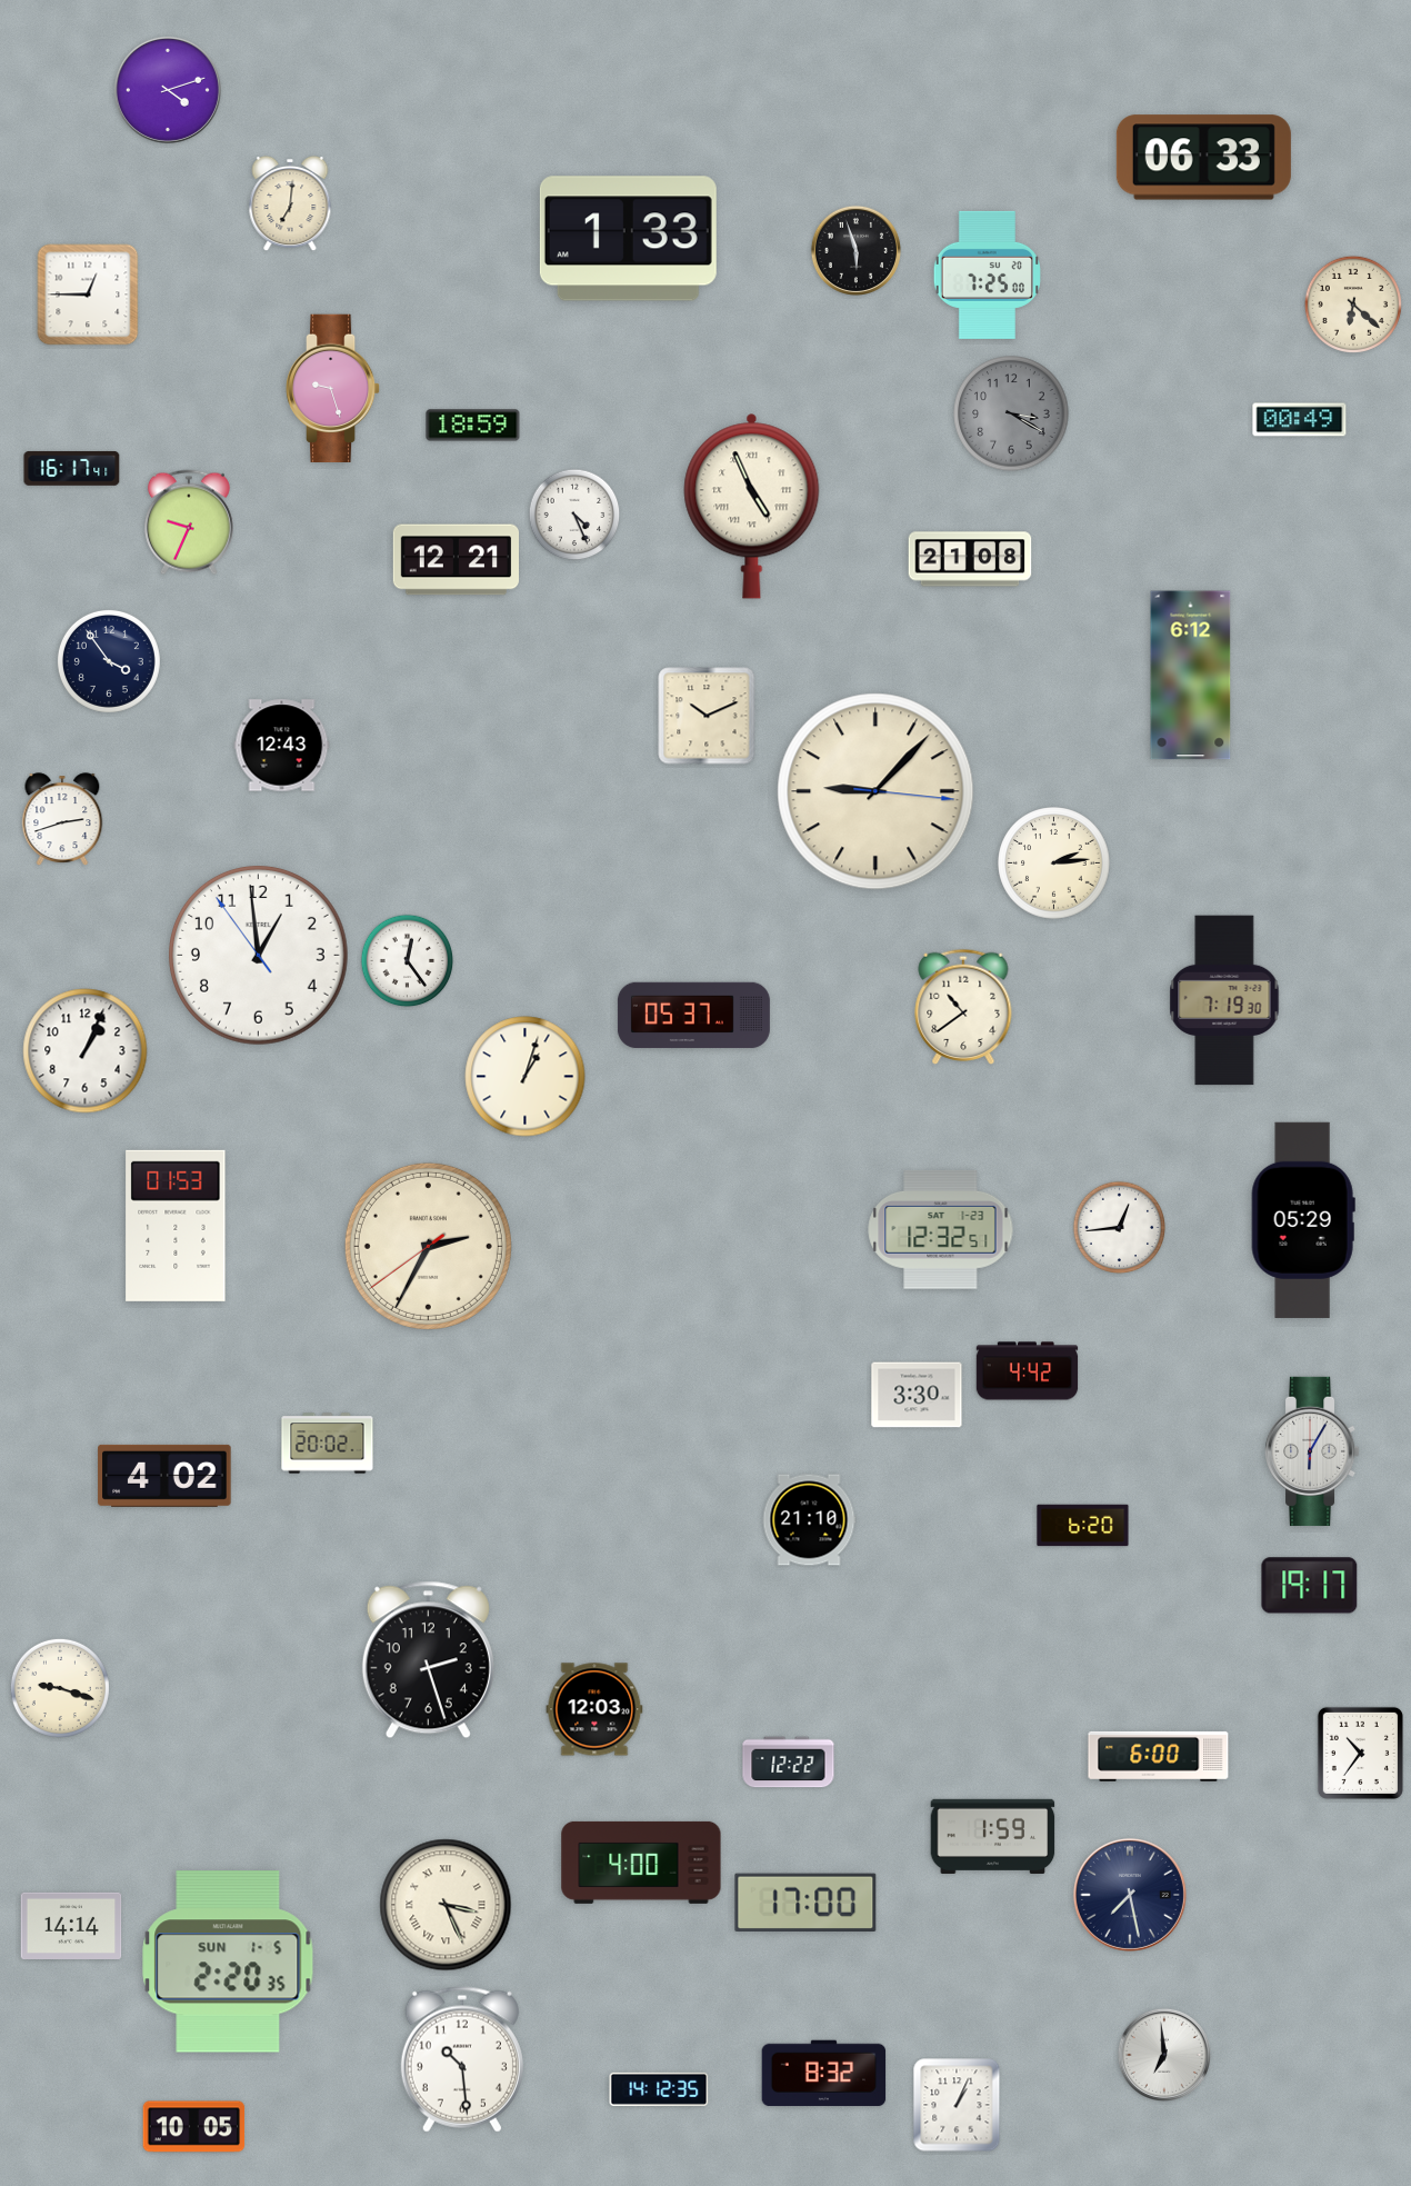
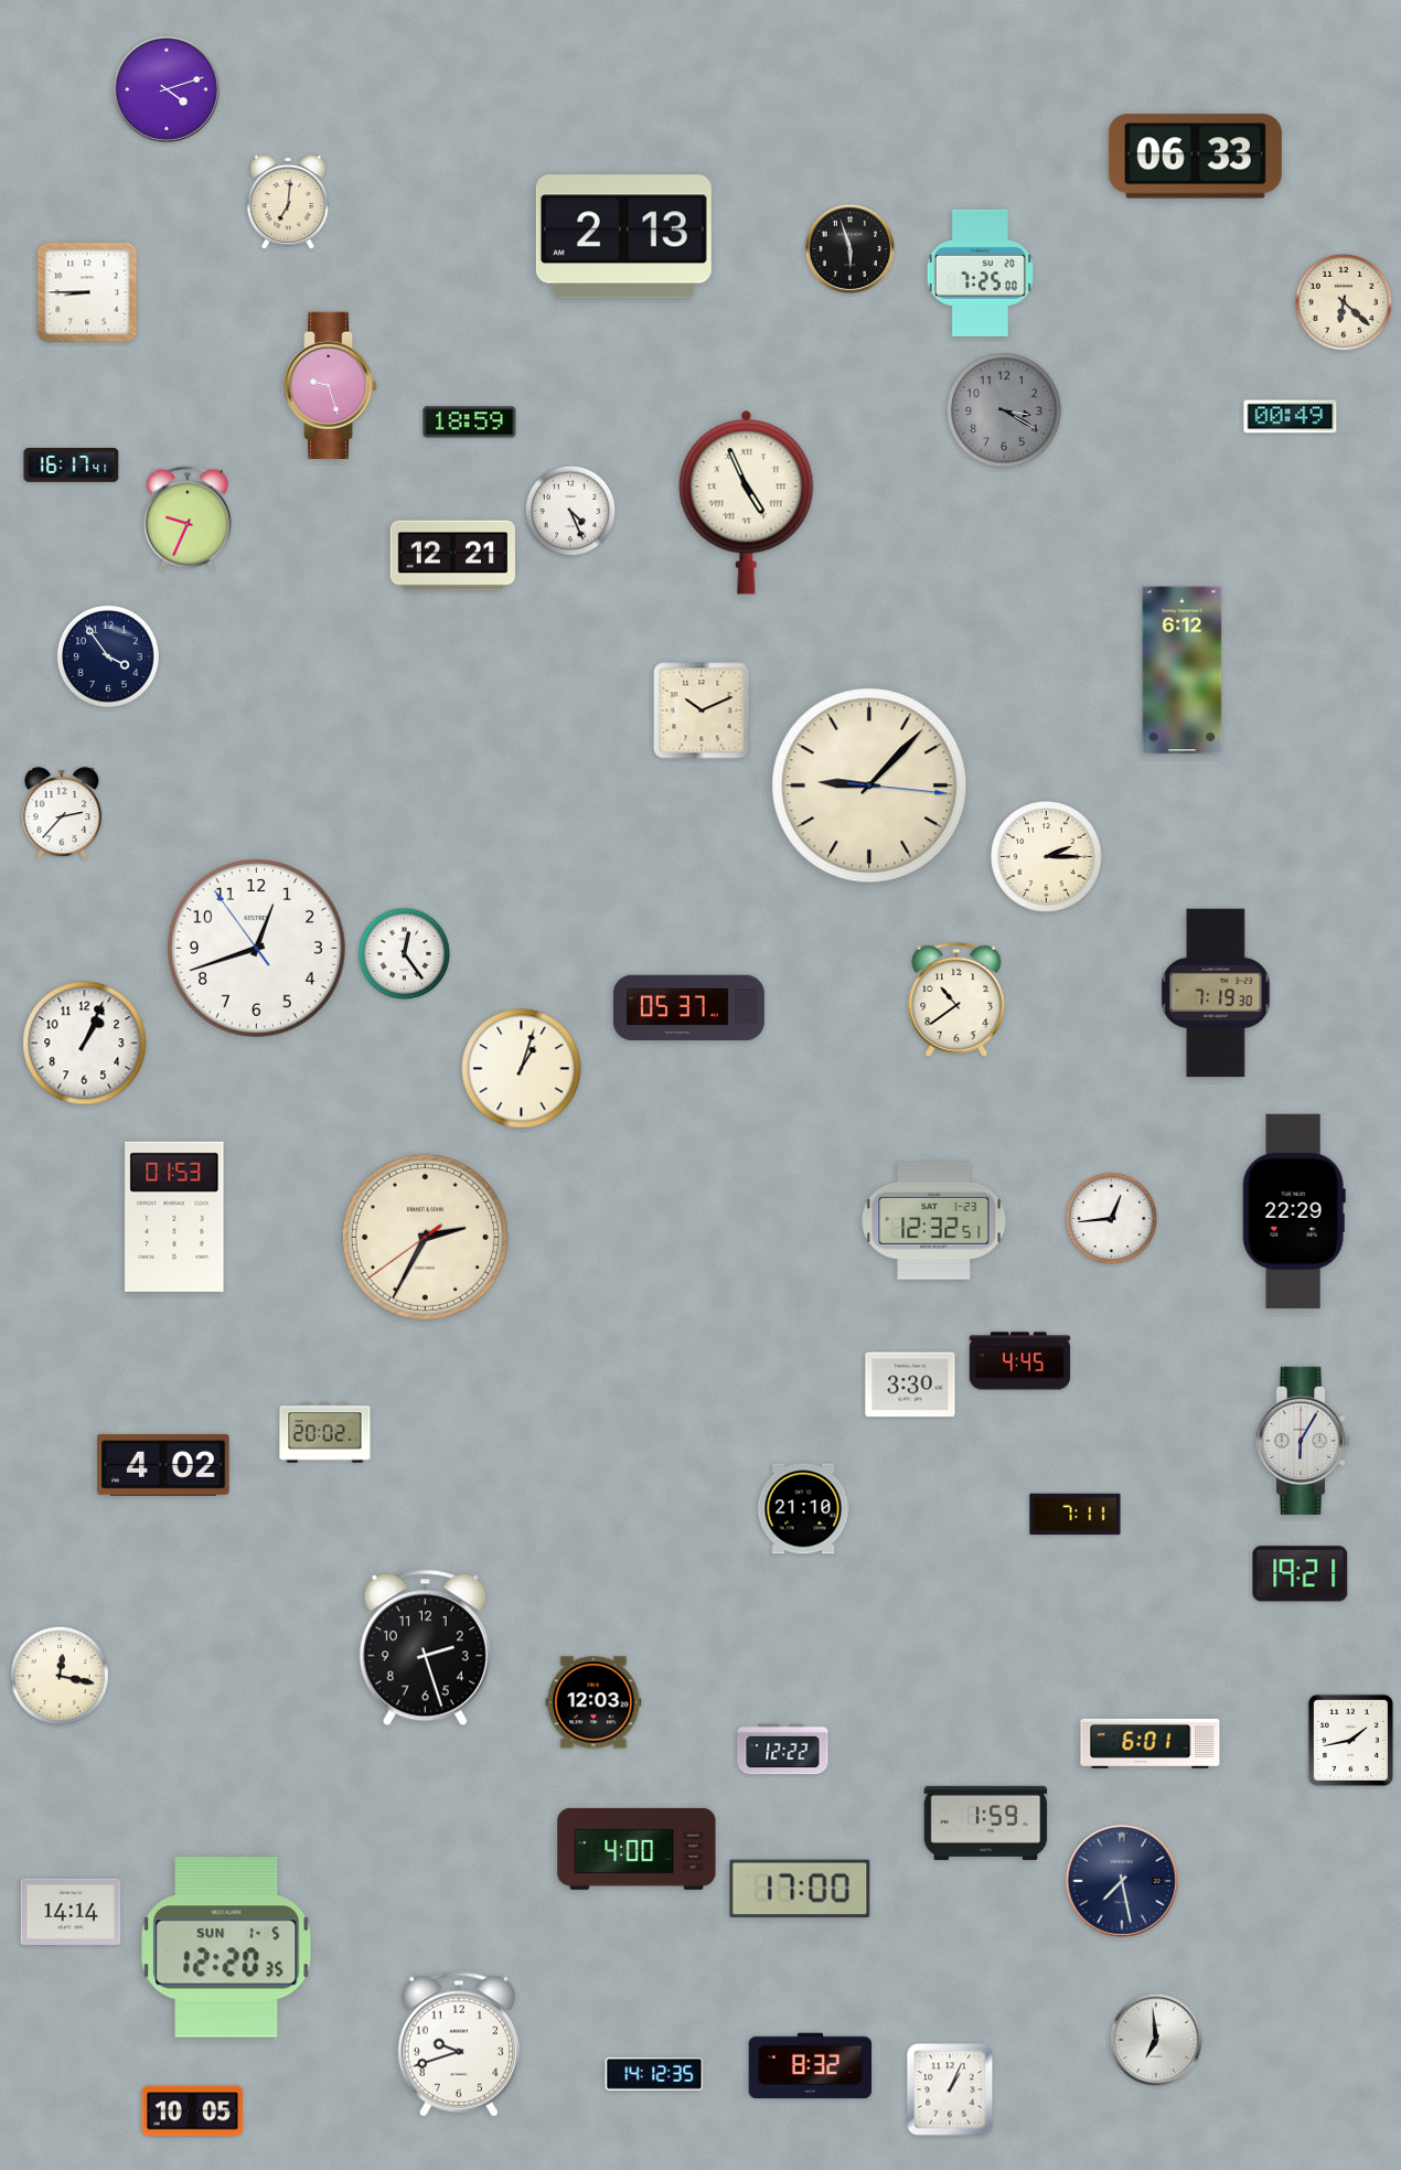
clock at (628, 239): 1:33 -> 2:13
clock at (88, 295): 12:45 -> 8:45
clock at (970, 559): 21:08 -> none
clock at (282, 746): 12:43 -> none
clock at (62, 819): 2:42 -> 2:37
clock at (1054, 864): 2:14 -> 2:15
clock at (259, 956): 12:58 -> 12:41
clock at (1303, 1220): 05:29 -> 22:29
clock at (1028, 1371): 4:42 -> 4:45
clock at (1083, 1526): 6:20 -> 7:11
clock at (1310, 1586): 19:17 -> 19:21
clock at (60, 1688): 9:18 -> 12:17
clock at (594, 1709) position: (594, 1709) -> (593, 1702)
clock at (1360, 1753): 10:36 -> 1:43
clock at (1159, 1756): 6:00 -> 6:01
clock at (446, 1905): 3:26 -> none
clock at (228, 1962): 2:20 -> 12:20
clock at (462, 2059): 10:29 -> 9:42
clock at (824, 2074) position: (824, 2074) -> (811, 2066)
